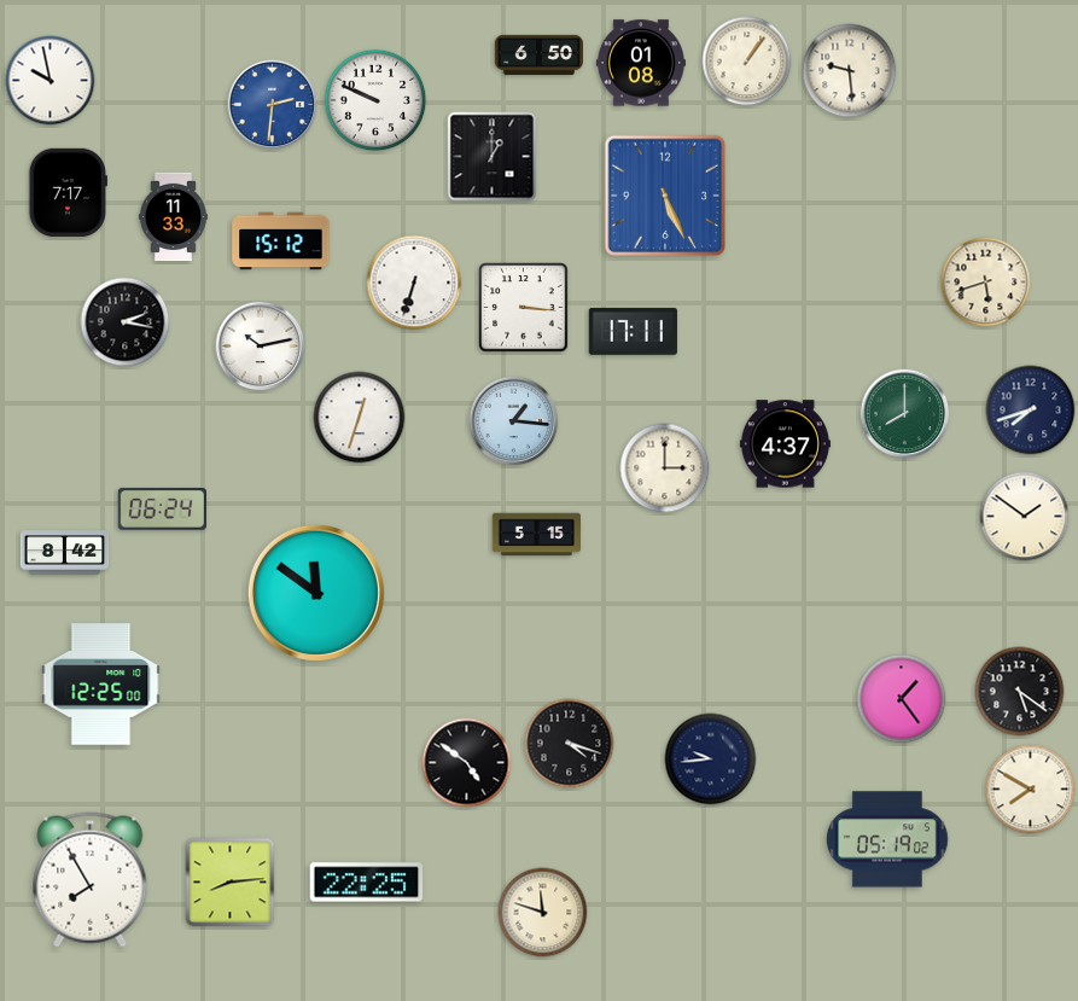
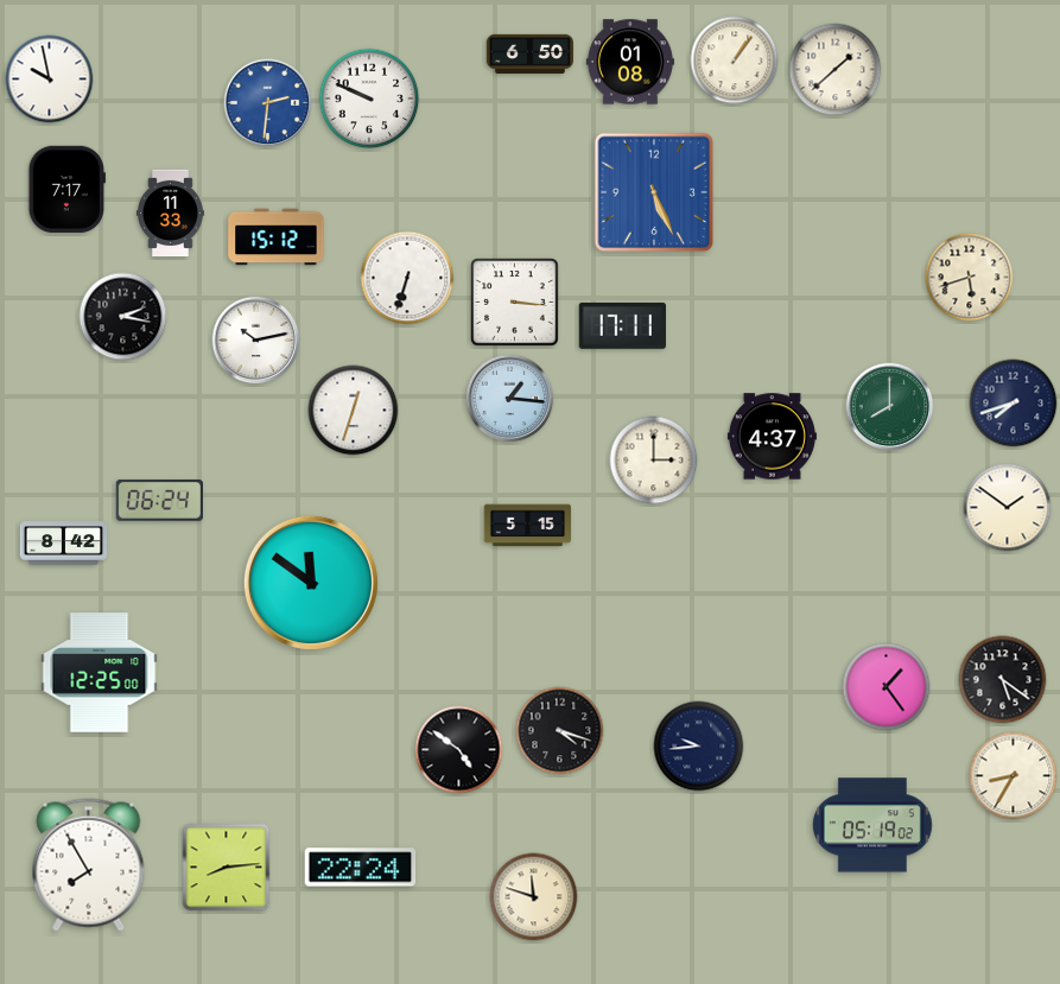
clock at (850, 71): 9:29 -> 1:38
clock at (493, 157): 1:00 -> none
clock at (514, 421) position: (514, 421) -> (510, 399)
clock at (1031, 790): 7:50 -> 8:35
clock at (367, 883): 22:25 -> 22:24
